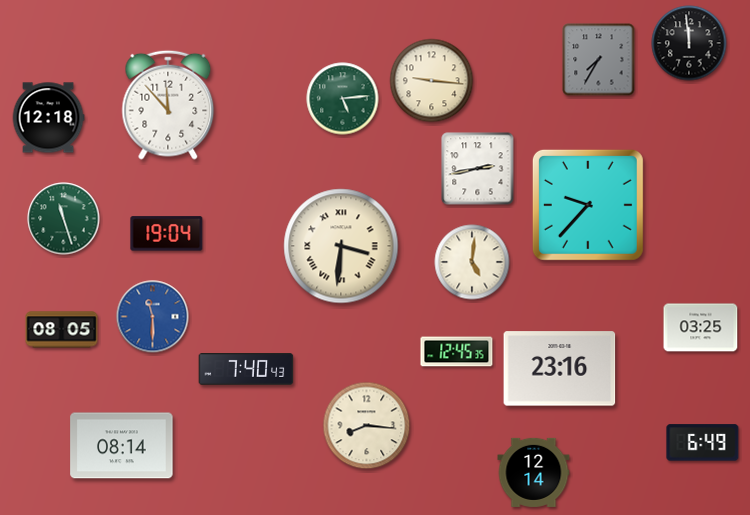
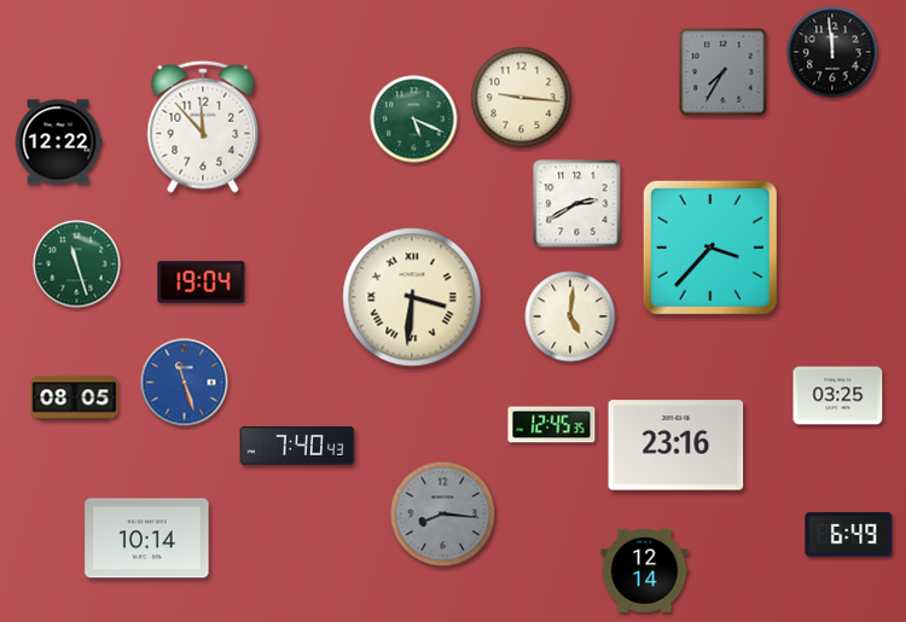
clock at (343, 99): 5:14 -> 5:19
clock at (48, 118): 12:18 -> 12:22
clock at (478, 169): 2:43 -> 2:40
clock at (588, 205): 9:37 -> 3:37
clock at (153, 317): 11:30 -> 11:27
clock at (701, 328) position: (701, 328) -> (838, 396)
clock at (367, 426) dial: cream -> grey
clock at (122, 446): 08:14 -> 10:14
